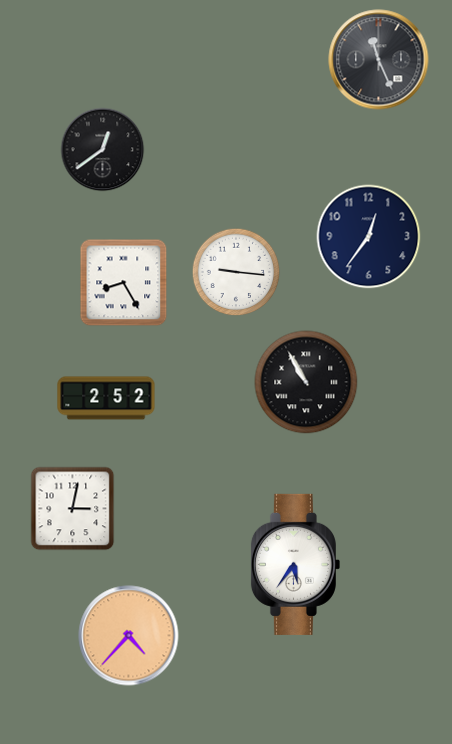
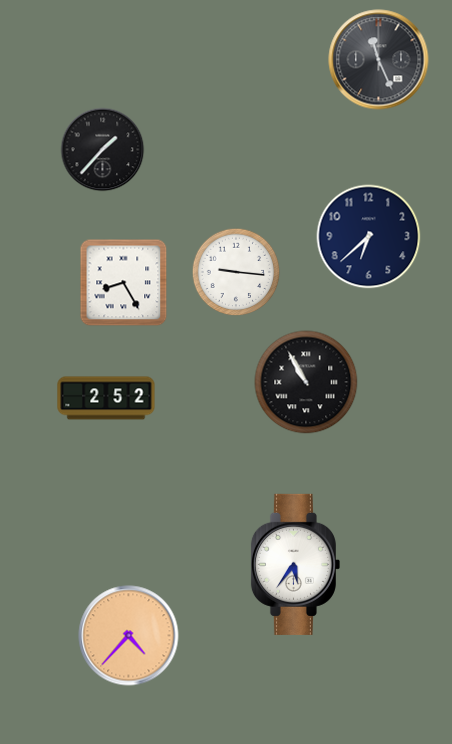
clock at (103, 150): 12:39 -> 1:37
clock at (369, 237): 12:36 -> 6:38
clock at (73, 509): 3:02 -> none
